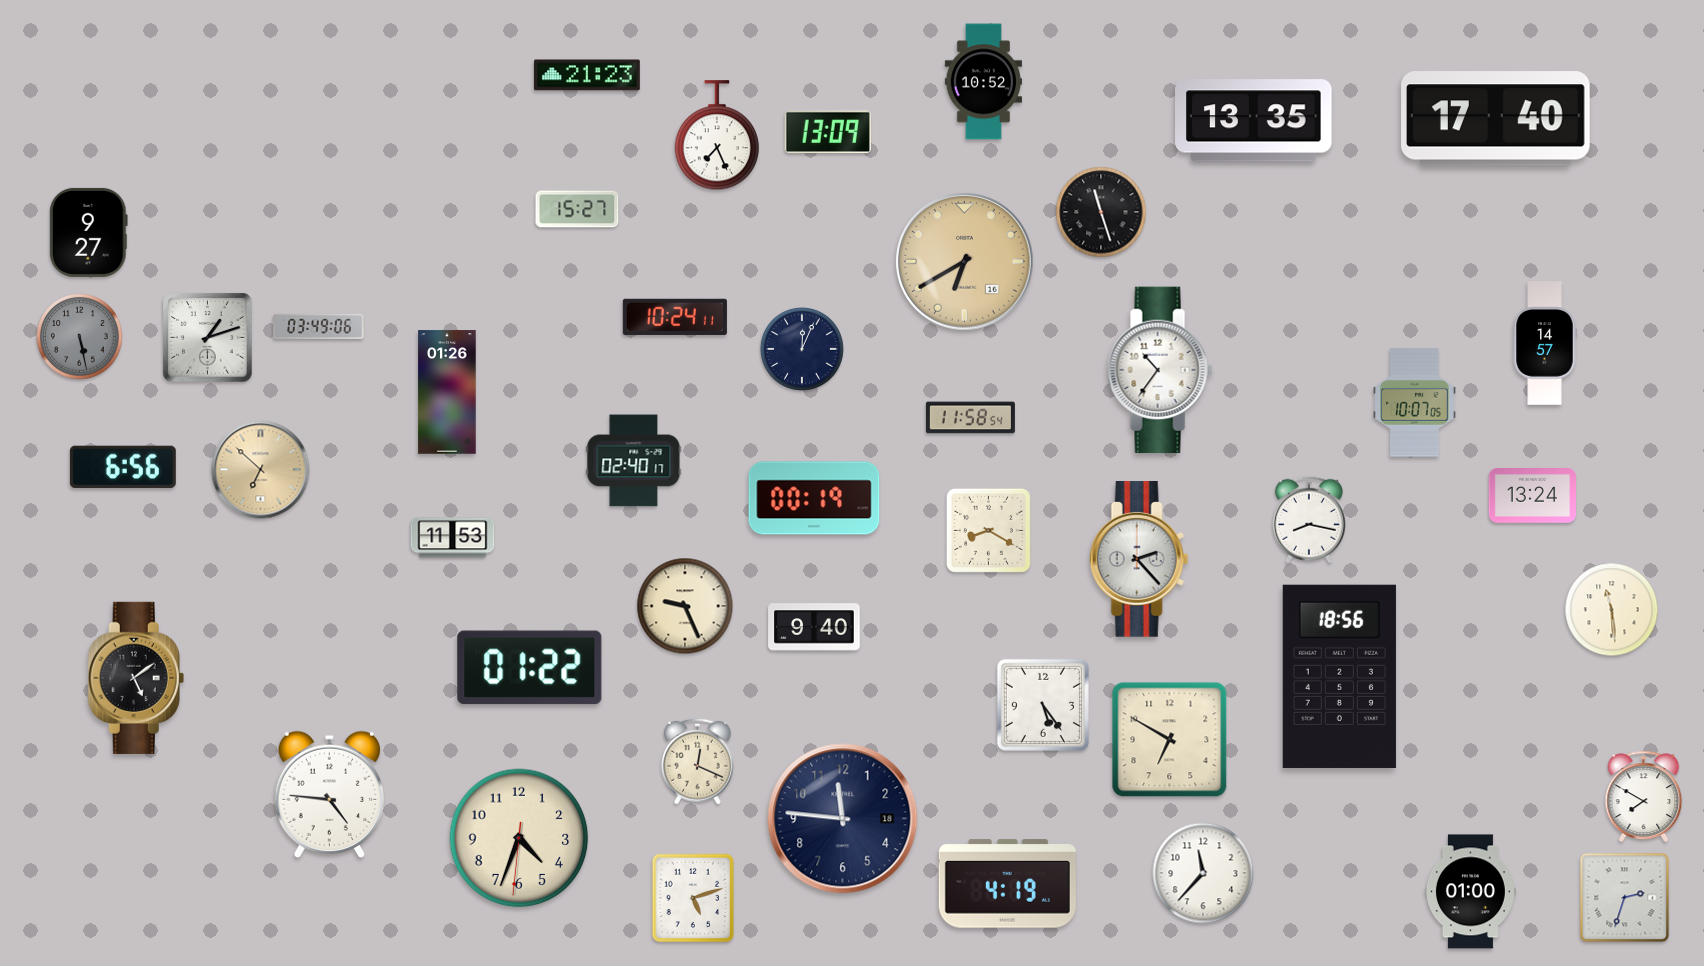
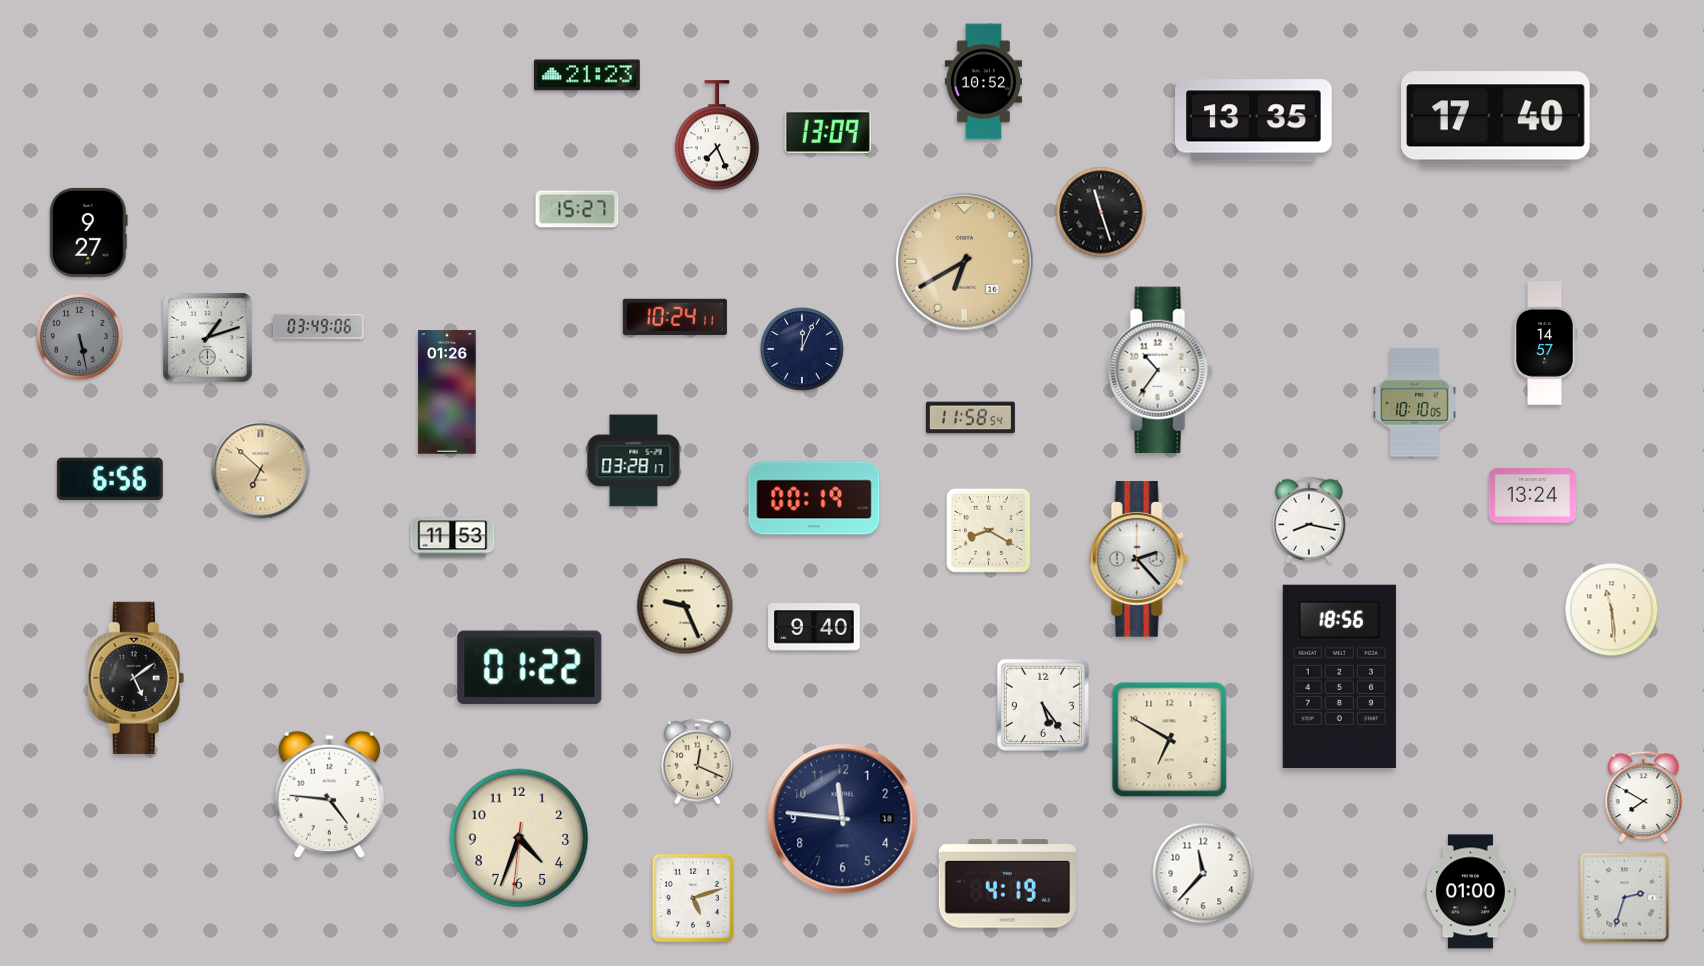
clock at (1415, 403): 10:07 -> 10:10
clock at (634, 461): 02:40 -> 03:28
clock at (123, 467) position: (123, 467) -> (110, 479)
